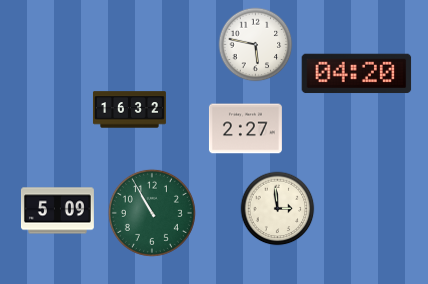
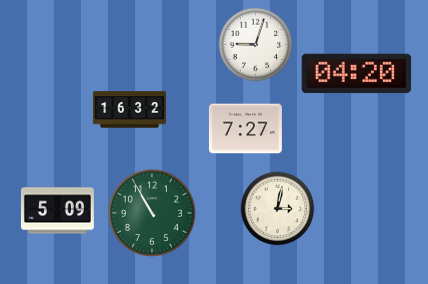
clock at (256, 45): 5:47 -> 9:03
clock at (245, 129): 2:27 -> 7:27
clock at (278, 209): 2:59 -> 3:02
